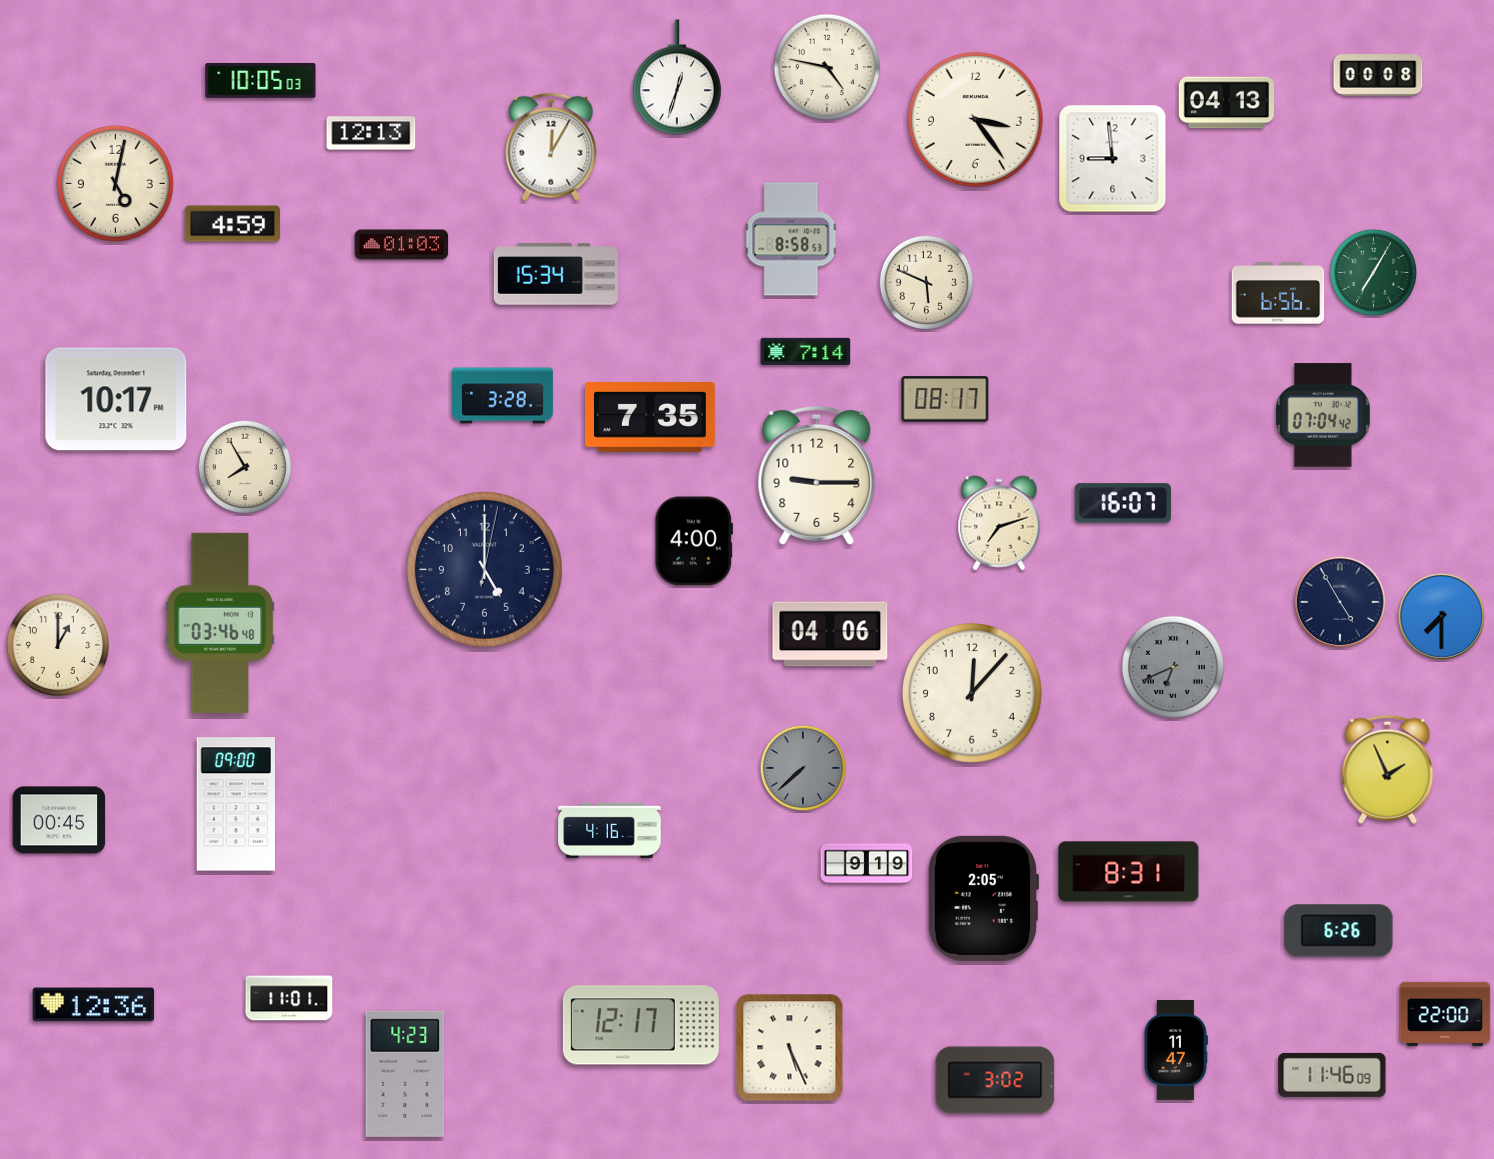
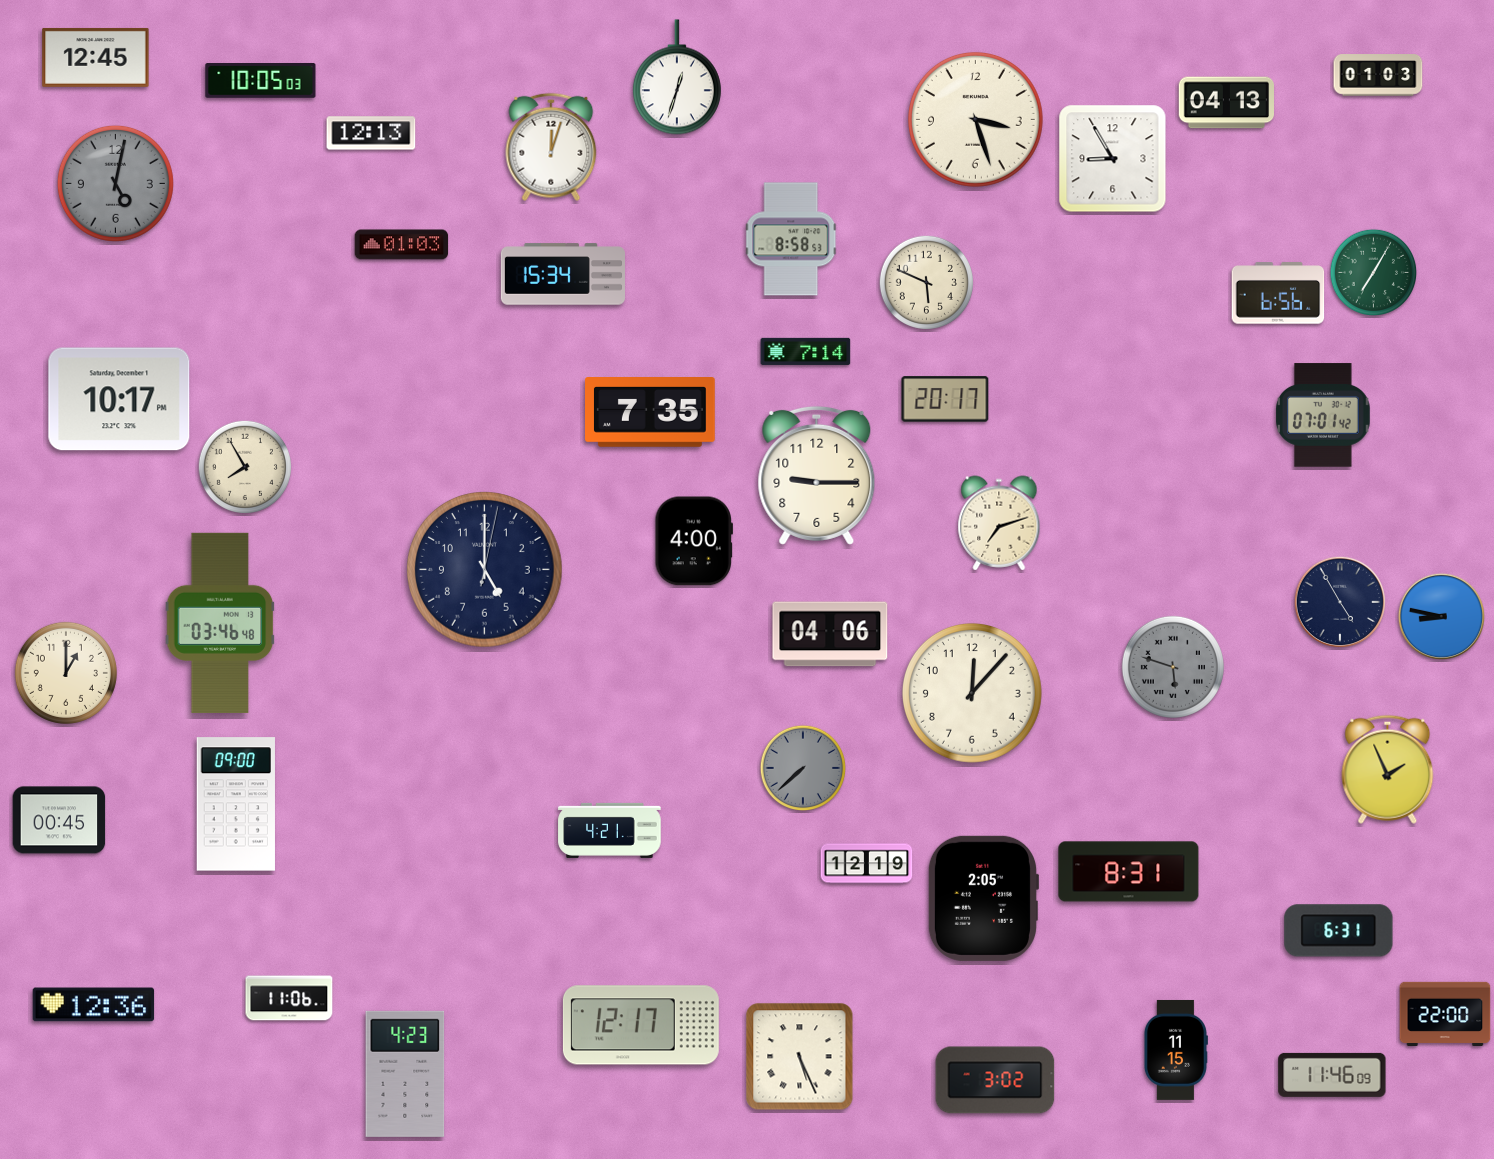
clock at (96, 57): none -> 12:45
clock at (827, 67): 4:47 -> none
clock at (1378, 75): 00:08 -> 01:03
clock at (975, 119): 3:24 -> 3:27
clock at (551, 147): 12:05 -> 12:03
clock at (1113, 159): 8:59 -> 8:55
clock at (115, 183) dial: cream -> grey
clock at (232, 224): 4:59 -> none
clock at (555, 274) position: (555, 274) -> (562, 274)
clock at (503, 396): 3:28 -> none
clock at (116, 399) position: (116, 399) -> (119, 399)
clock at (945, 399): 08:17 -> 20:17
clock at (1324, 415): 07:04 -> 07:01
clock at (651, 418) position: (651, 418) -> (651, 413)
clock at (1123, 503): 16:07 -> none
clock at (1441, 616): 7:30 -> 8:47
clock at (58, 645) position: (58, 645) -> (66, 673)
clock at (1173, 667): 6:41 -> 5:48
clock at (610, 830): 4:16 -> 4:21
clock at (867, 864): 9:19 -> 12:19
clock at (1339, 931): 6:26 -> 6:31
clock at (289, 998): 11:01 -> 11:06
clock at (790, 1048) position: (790, 1048) -> (800, 1057)
clock at (1175, 1050): 11:47 -> 11:15
